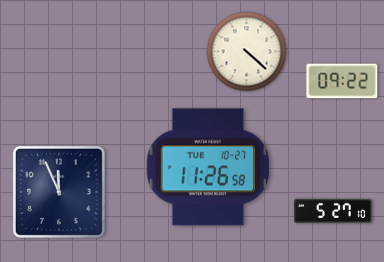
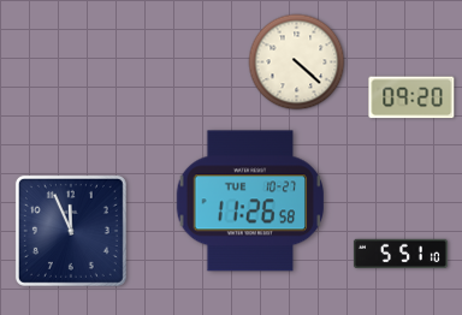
clock at (342, 81): 09:22 -> 09:20
clock at (333, 211): 5:27 -> 5:51
